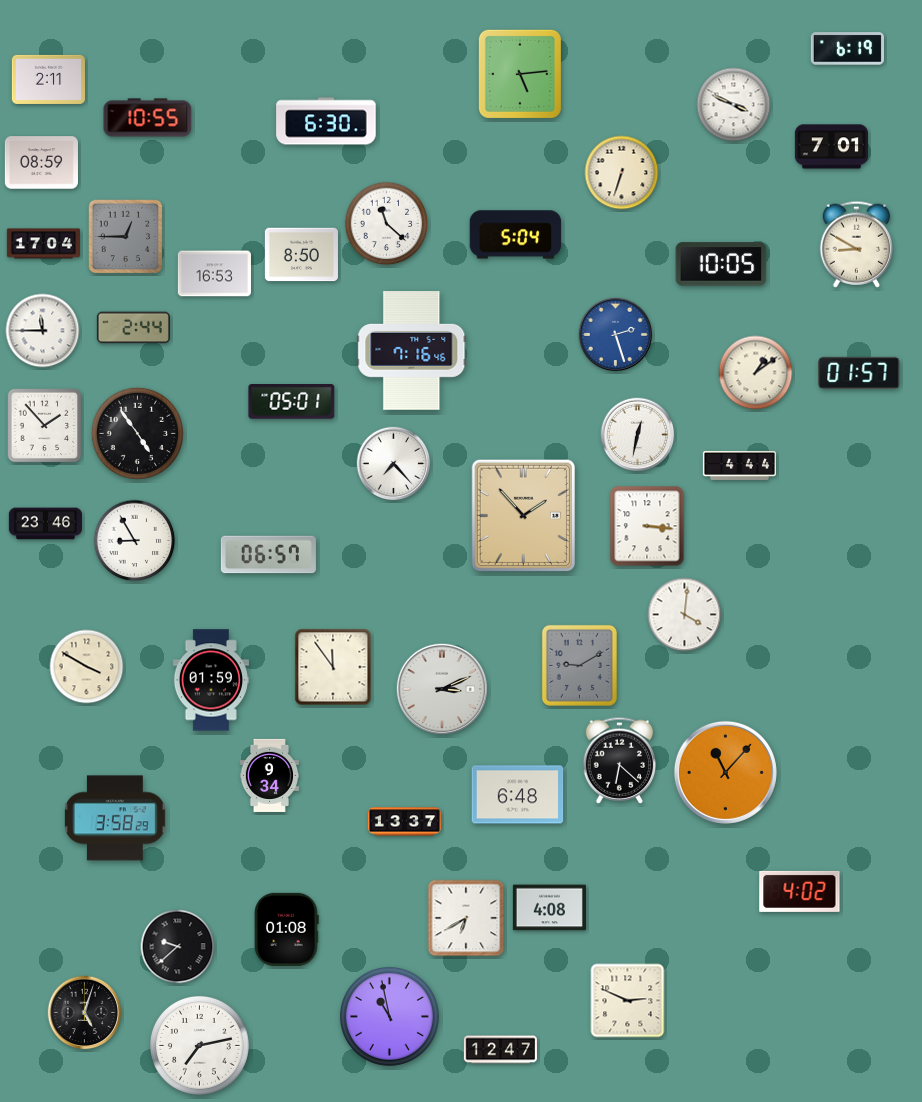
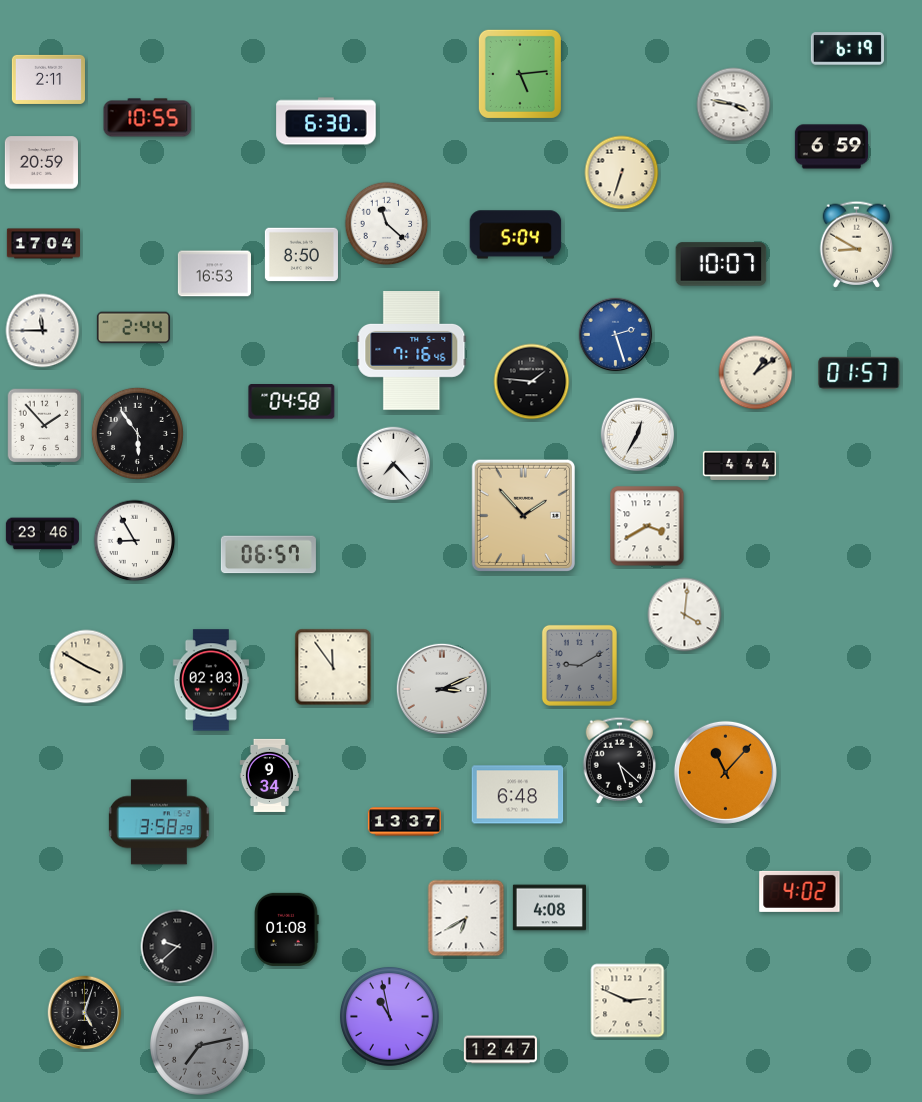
clock at (734, 105): 3:49 -> 3:47
clock at (831, 147): 7:01 -> 6:59
clock at (41, 163): 08:59 -> 20:59
clock at (126, 237): 12:45 -> none
clock at (721, 264): 10:05 -> 10:07
clock at (532, 382): none -> 1:46
clock at (292, 402): 05:01 -> 04:58
clock at (137, 433): 4:54 -> 5:54
clock at (638, 435): 12:32 -> 12:35
clock at (45, 524) position: (45, 524) -> (42, 534)
clock at (647, 526): 3:16 -> 3:40
clock at (211, 680): 01:59 -> 02:03
clock at (620, 760): 6:22 -> 5:22
clock at (116, 818) position: (116, 818) -> (160, 822)
clock at (199, 1045) dial: white -> grey
